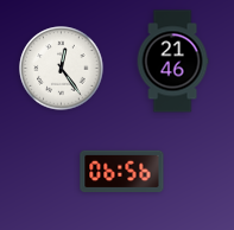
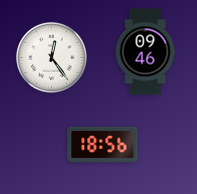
clock at (172, 62): 21:46 -> 09:46
clock at (122, 172): 06:56 -> 18:56
